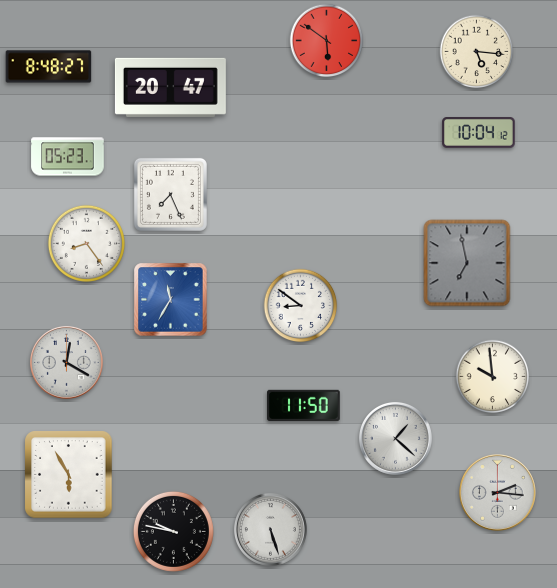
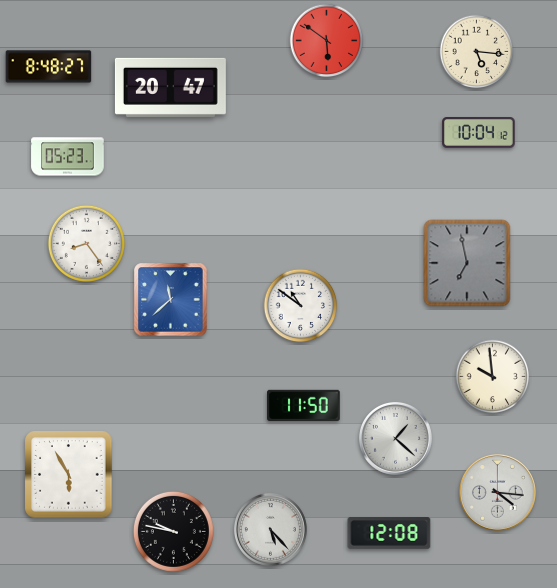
clock at (170, 194): 7:26 -> none
clock at (171, 300): 11:35 -> 11:38
clock at (301, 306): 8:51 -> 10:51
clock at (66, 362): 12:20 -> none
clock at (498, 493): 2:16 -> 4:16
clock at (270, 529): 5:27 -> 5:23
clock at (389, 533): none -> 12:08
